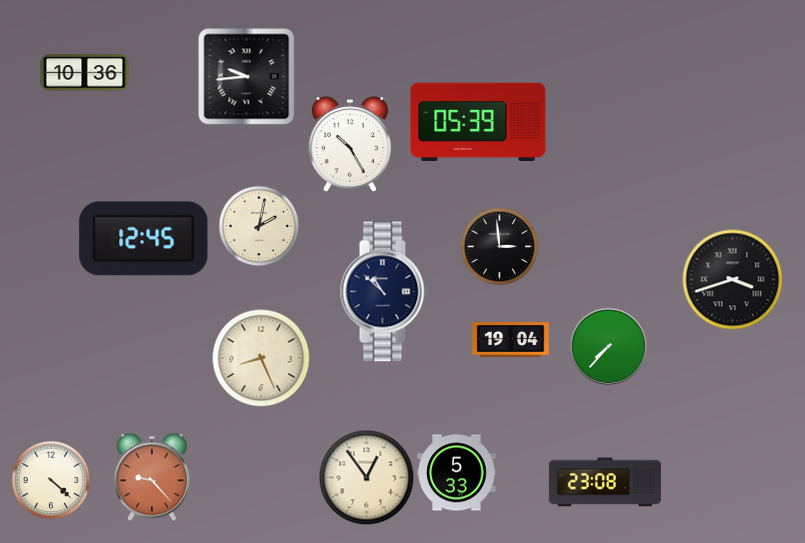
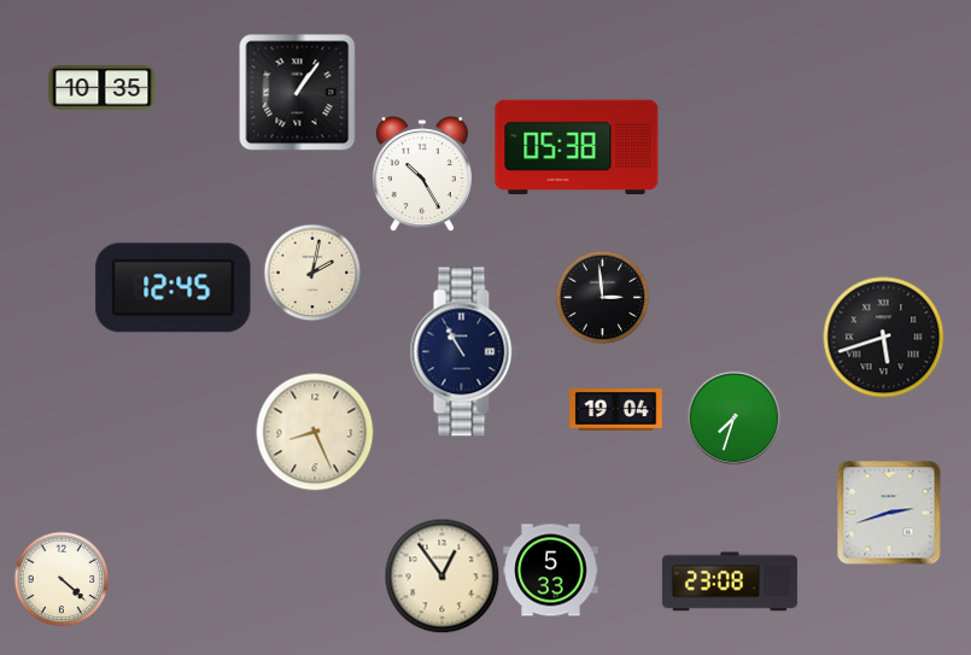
clock at (85, 73): 10:36 -> 10:35
clock at (247, 77): 9:44 -> 1:06
clock at (478, 122): 05:39 -> 05:38
clock at (733, 280): 3:42 -> 5:42
clock at (384, 292): 10:52 -> 10:55
clock at (608, 346): 7:37 -> 7:33
clock at (889, 513): none -> 2:42
clock at (152, 477): 9:23 -> none
